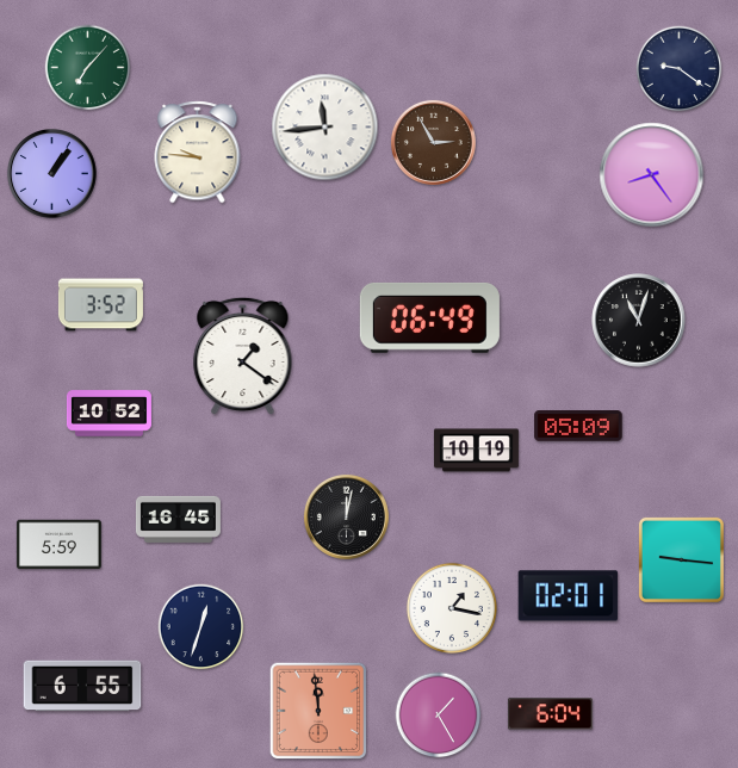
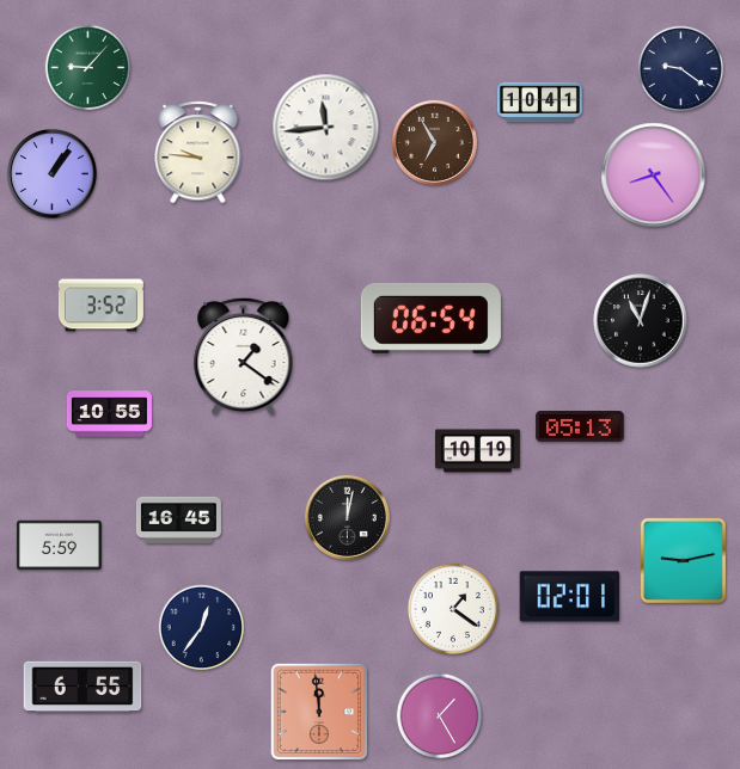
clock at (88, 68): 7:07 -> 9:07
clock at (539, 103): none -> 10:41
clock at (433, 142): 2:55 -> 6:55
clock at (429, 317): 06:49 -> 06:54
clock at (108, 414): 10:52 -> 10:55
clock at (578, 426): 05:09 -> 05:13
clock at (681, 559): 9:16 -> 9:13
clock at (452, 608): 1:17 -> 1:21
clock at (201, 627): 12:33 -> 12:36
clock at (550, 714): 6:04 -> none
